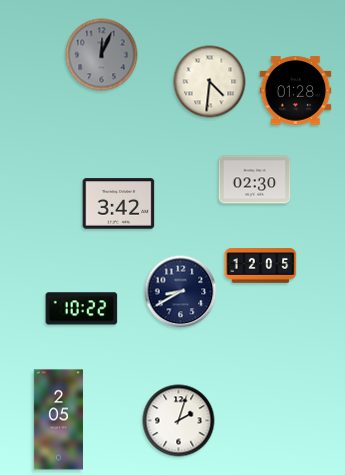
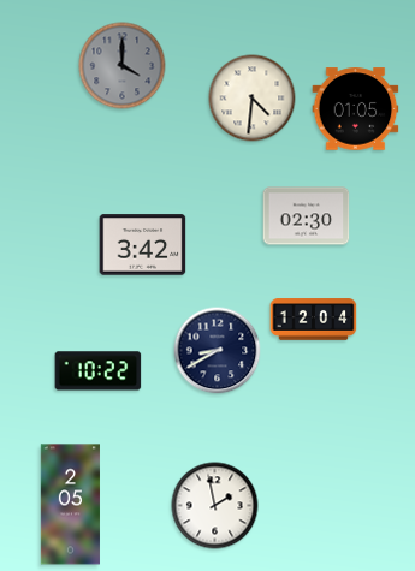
clock at (102, 55): 12:04 -> 4:00
clock at (296, 91): 01:28 -> 01:05
clock at (261, 266): 12:05 -> 12:04
clock at (179, 421): 2:03 -> 1:58
